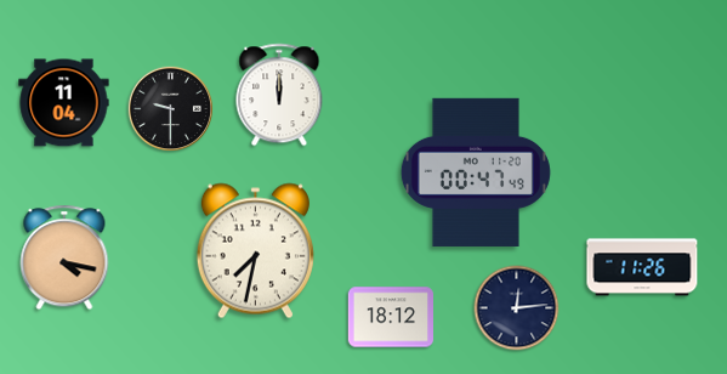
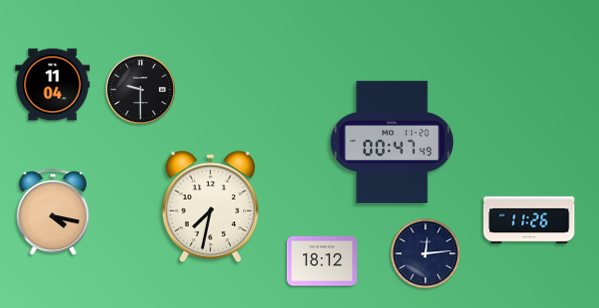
clock at (279, 95): 12:00 -> none
